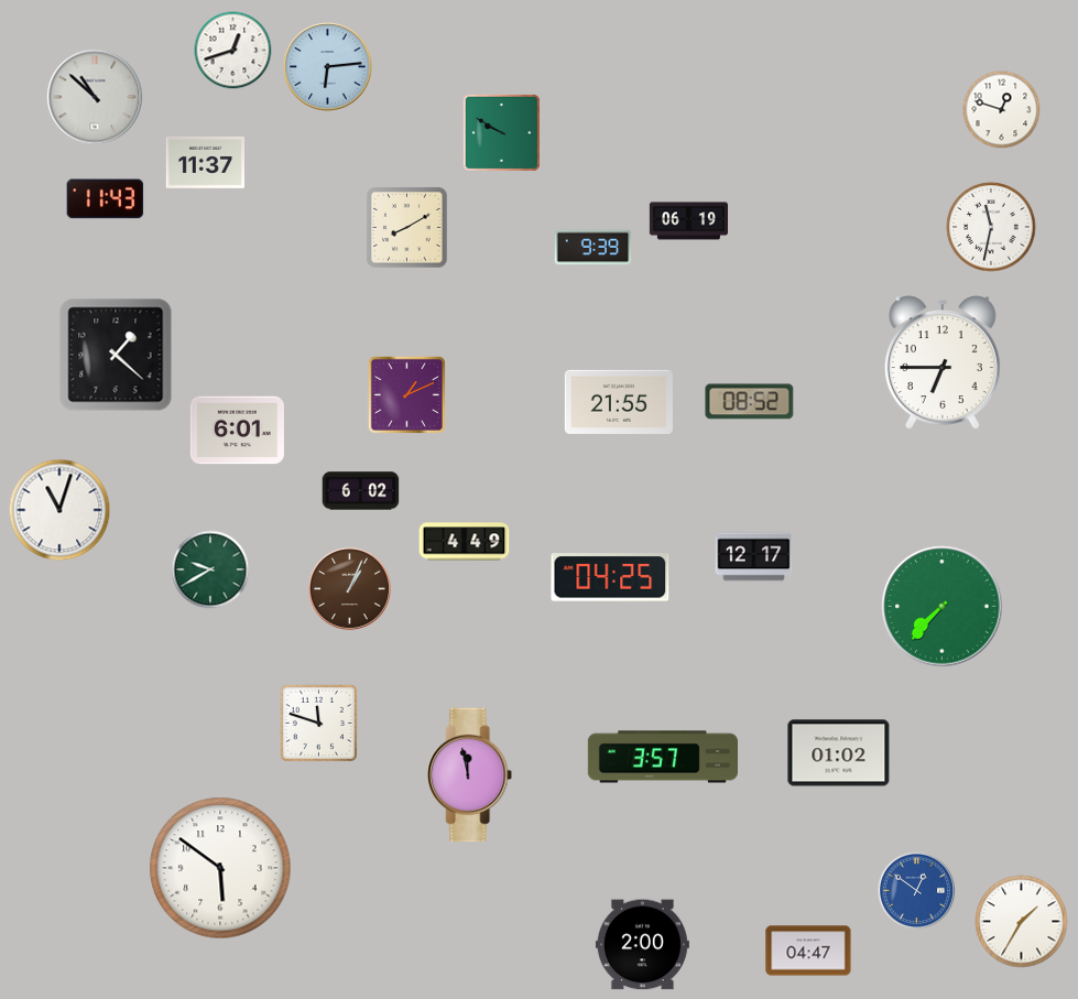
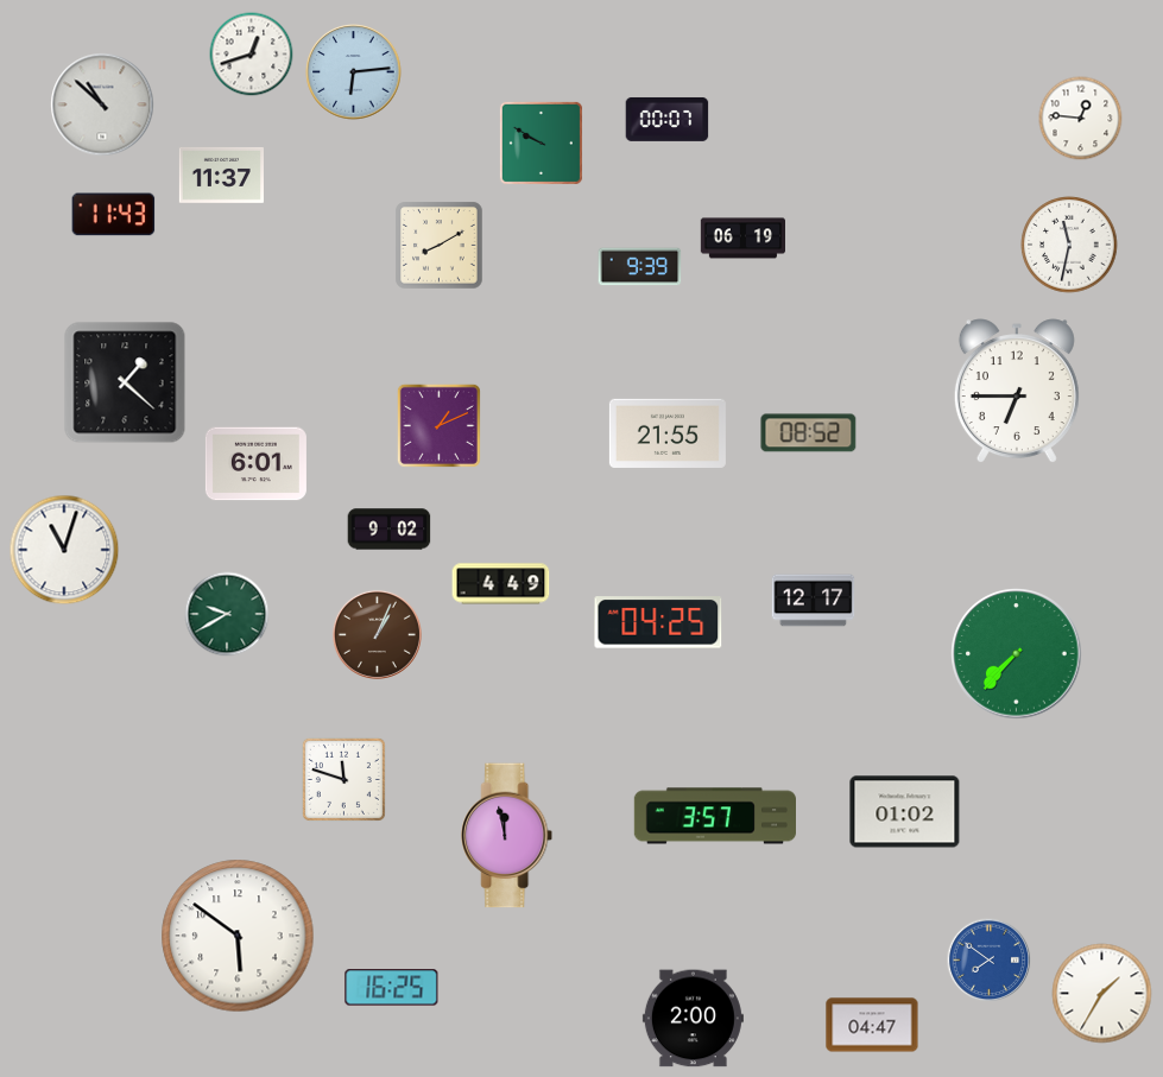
clock at (668, 119): none -> 00:07
clock at (1002, 110): 12:48 -> 12:46
clock at (361, 491): 6:02 -> 9:02
clock at (917, 891): 12:51 -> 7:51
clock at (392, 988): none -> 16:25
